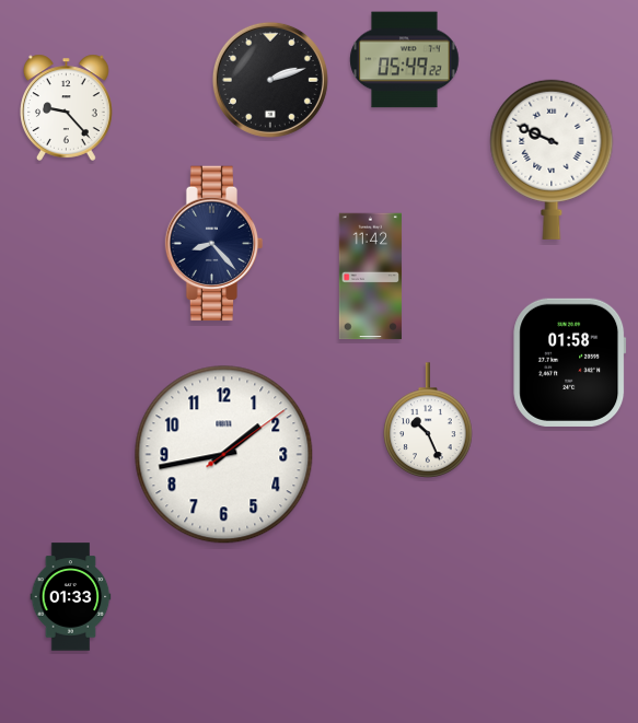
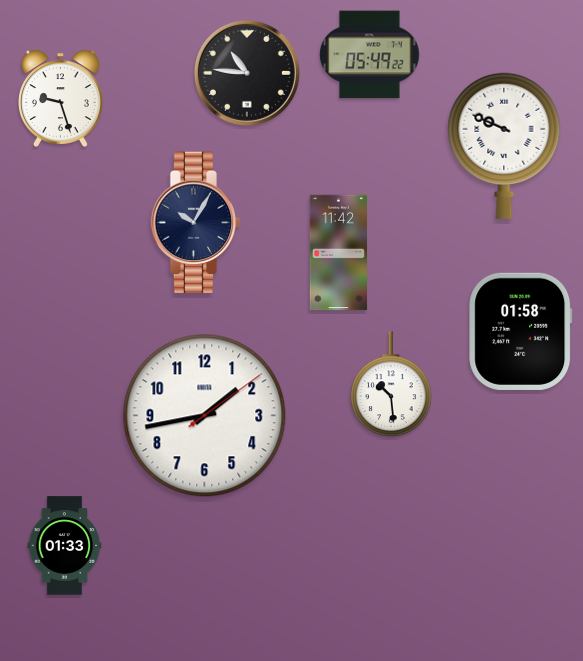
clock at (270, 80): 2:12 -> 10:46
clock at (67, 107): 9:23 -> 9:27
clock at (214, 244): 8:23 -> 10:05
clock at (428, 420): 10:26 -> 10:29
